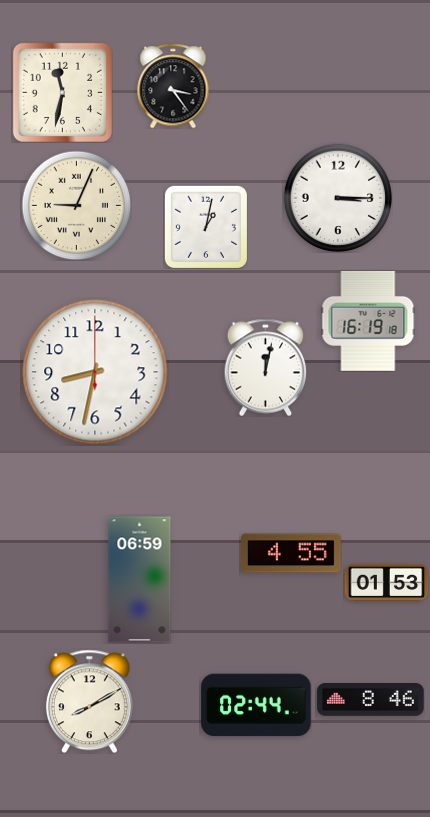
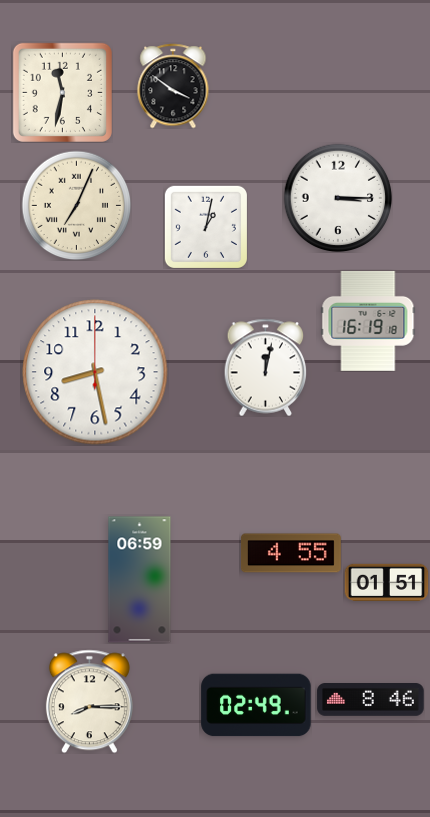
clock at (173, 86): 3:24 -> 3:51
clock at (76, 205): 9:04 -> 7:04
clock at (95, 372): 8:32 -> 8:28
clock at (386, 583): 01:53 -> 01:51
clock at (89, 701): 8:10 -> 8:15
clock at (256, 705): 02:44 -> 02:49
